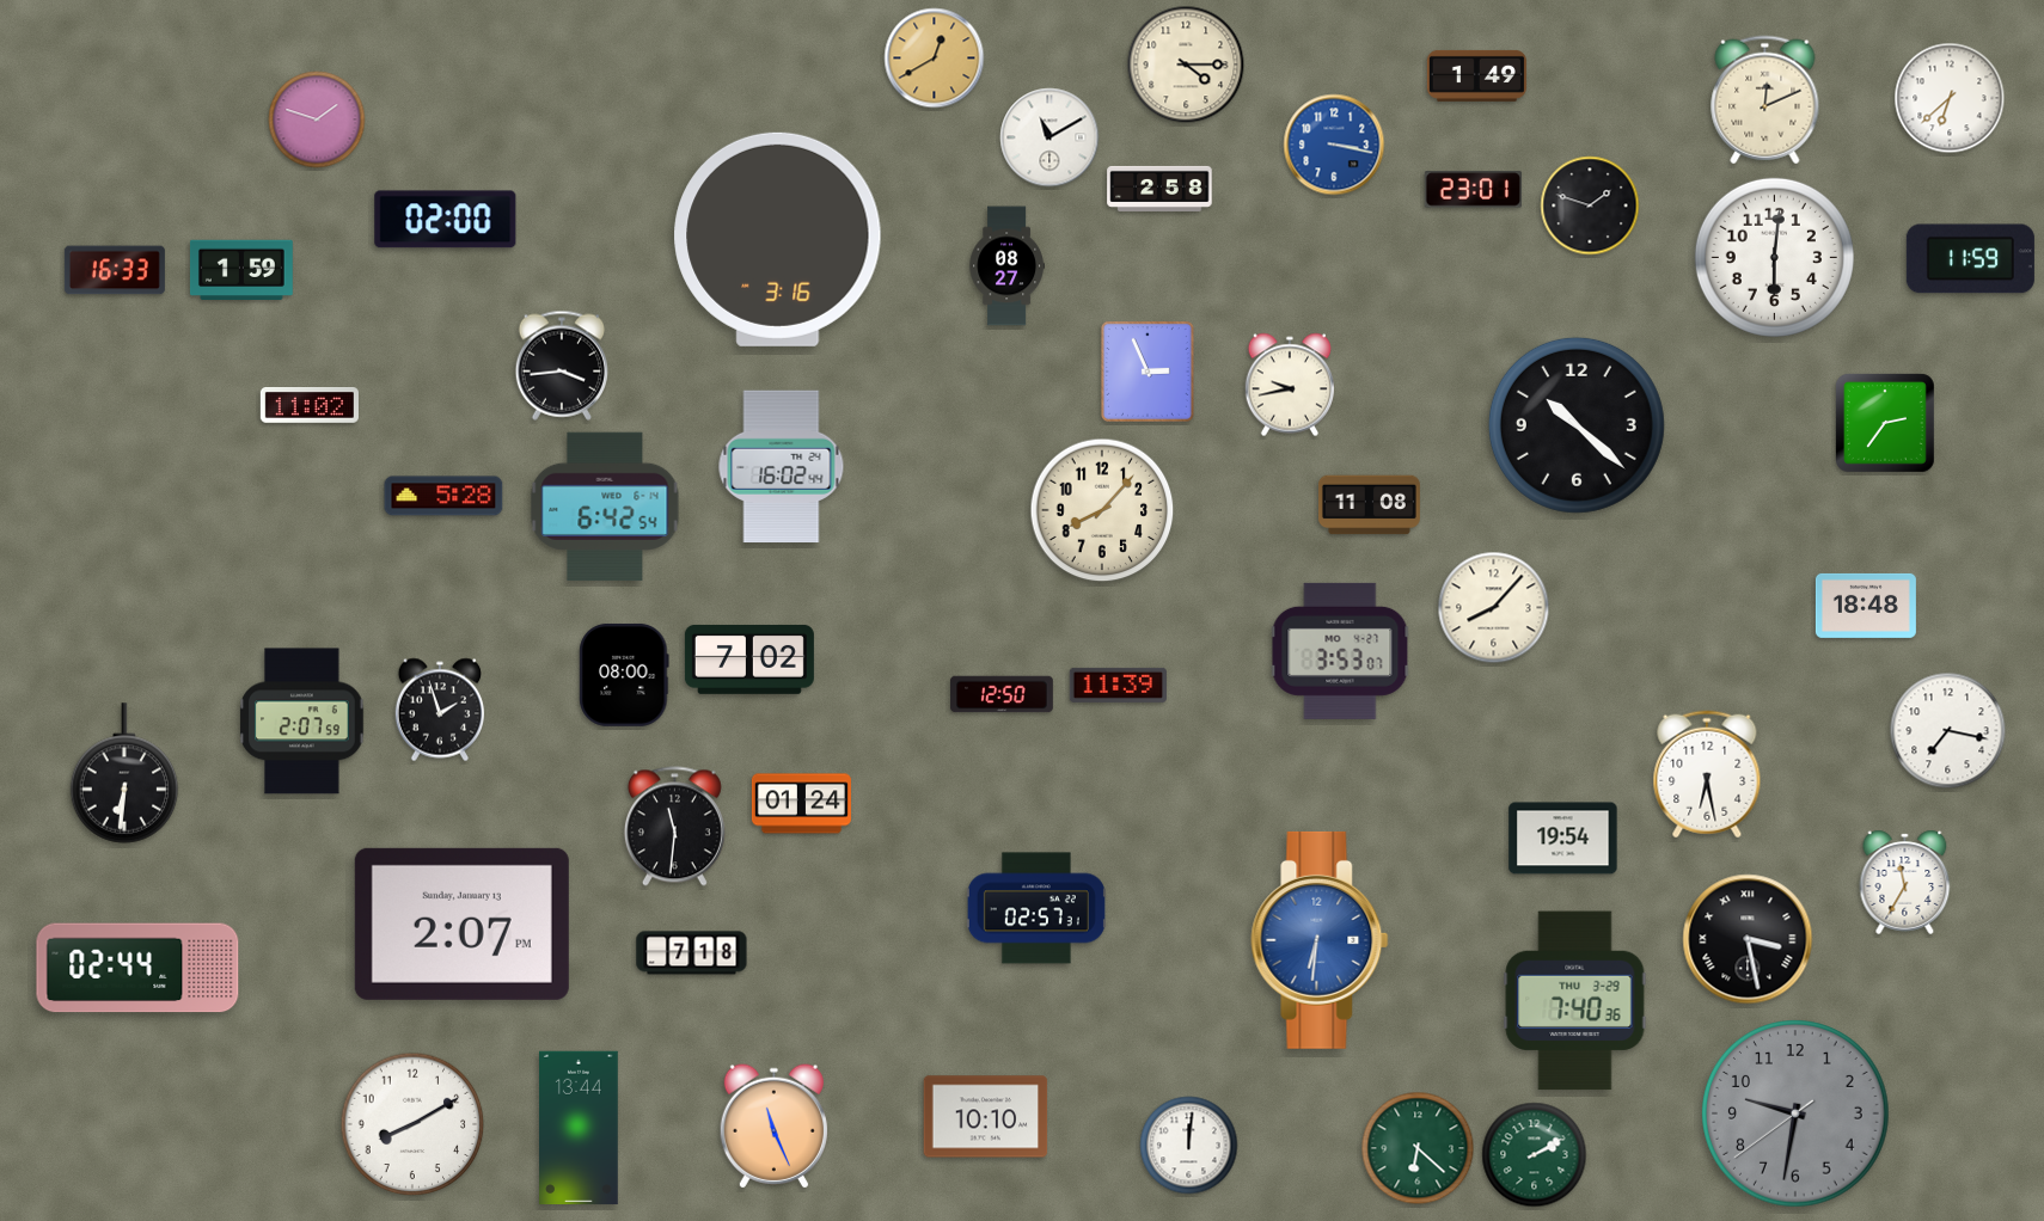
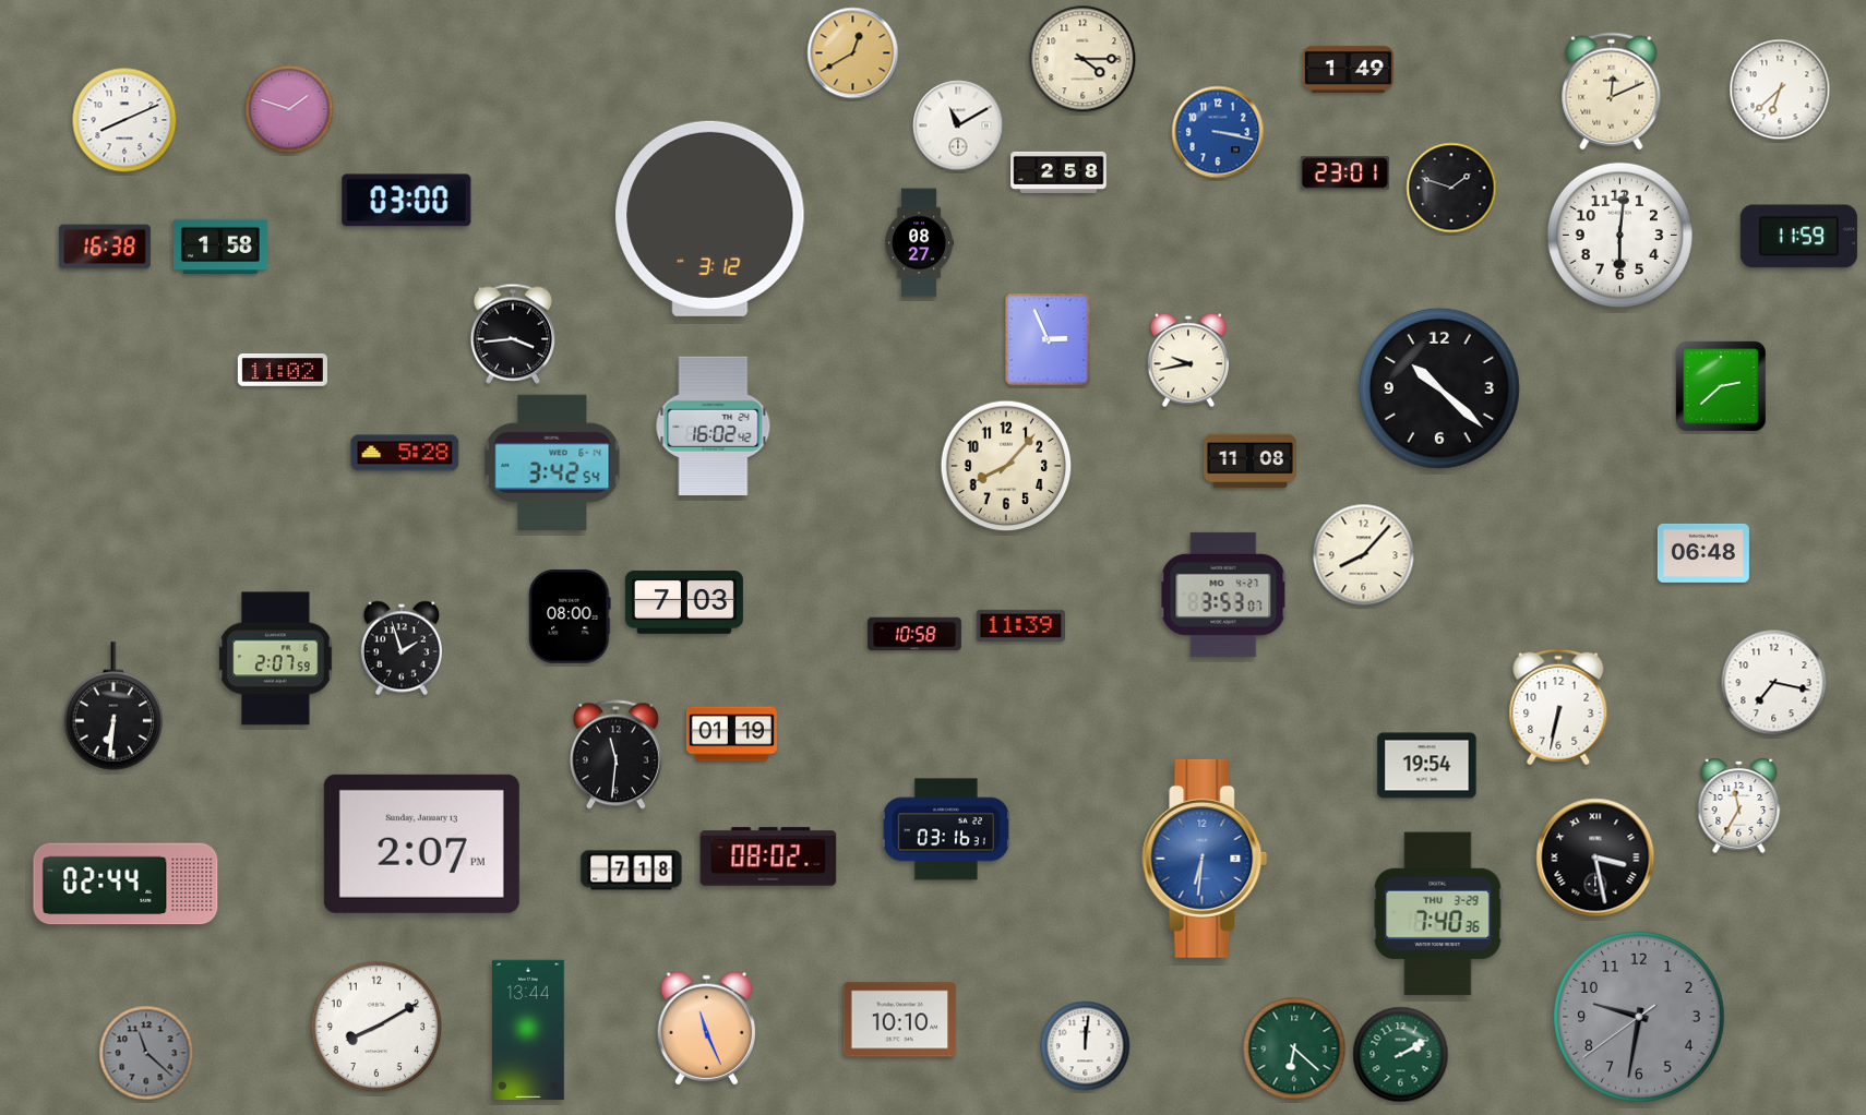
clock at (124, 120): none -> 8:11
clock at (446, 220): 02:00 -> 03:00
clock at (778, 239): 3:16 -> 3:12
clock at (115, 270): 16:33 -> 16:38
clock at (241, 270): 1:59 -> 1:58
clock at (1290, 385) position: (1290, 385) -> (1188, 360)
clock at (1885, 423): 2:36 -> 2:38
clock at (782, 467): 16:02:44 -> 16:02:42
clock at (605, 507): 6:42 -> 3:42
clock at (1866, 606): 18:48 -> 06:48
clock at (749, 659): 7:02 -> 7:03
clock at (1002, 694): 12:50 -> 10:58
clock at (1948, 731) position: (1948, 731) -> (1774, 683)
clock at (1707, 774): 6:28 -> 6:32
clock at (801, 804): 01:24 -> 01:19
clock at (1036, 908): 02:57 -> 03:16
clock at (768, 856): none -> 08:02
clock at (146, 1053): none -> 11:22
